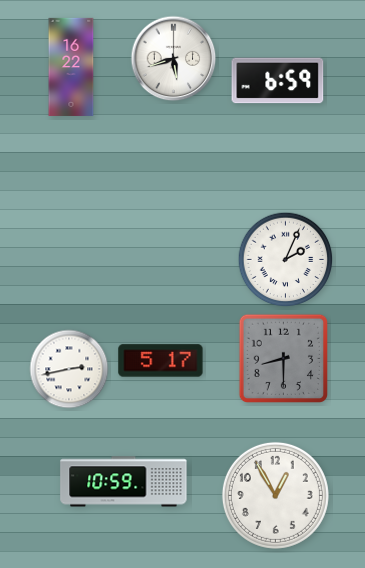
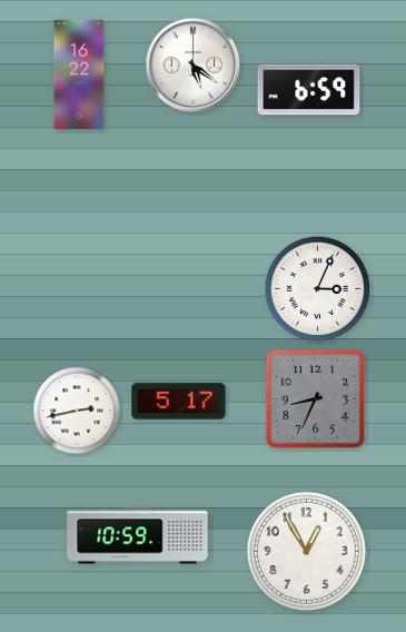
clock at (174, 59): 5:42 -> 5:21
clock at (286, 260): 2:04 -> 3:04
clock at (283, 358): 8:30 -> 8:34
